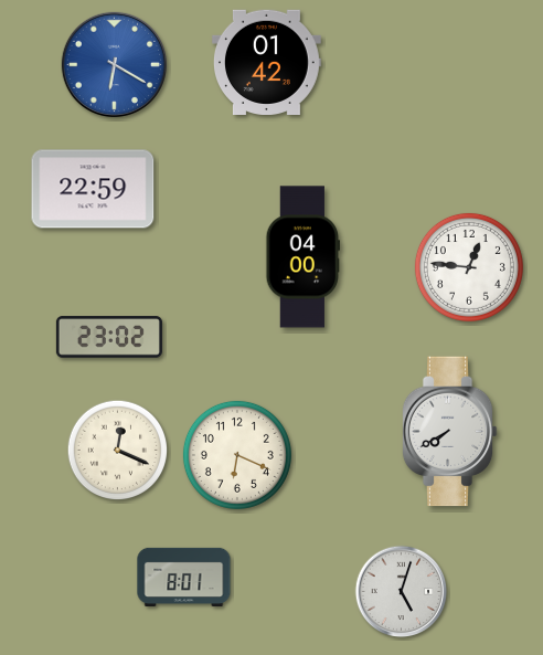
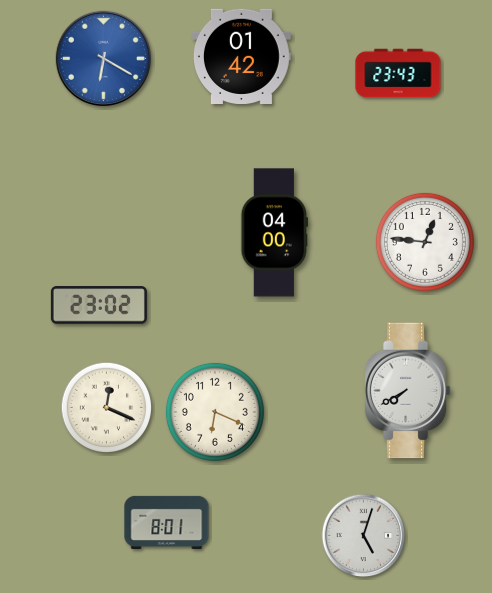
clock at (398, 73): none -> 23:43
clock at (93, 189): 22:59 -> none
